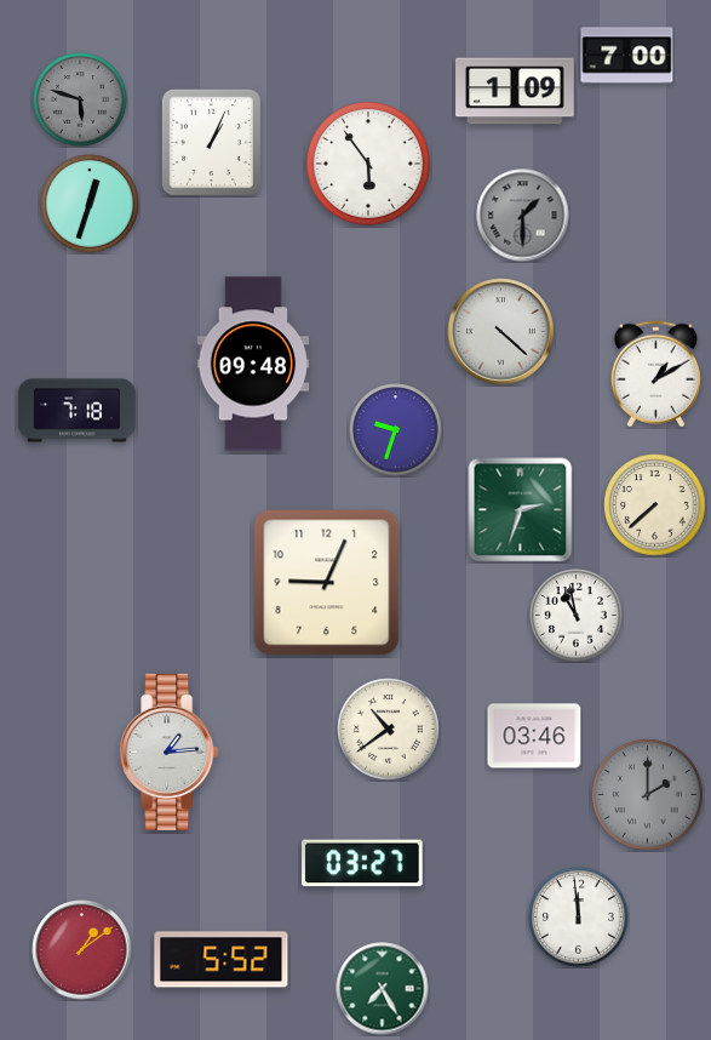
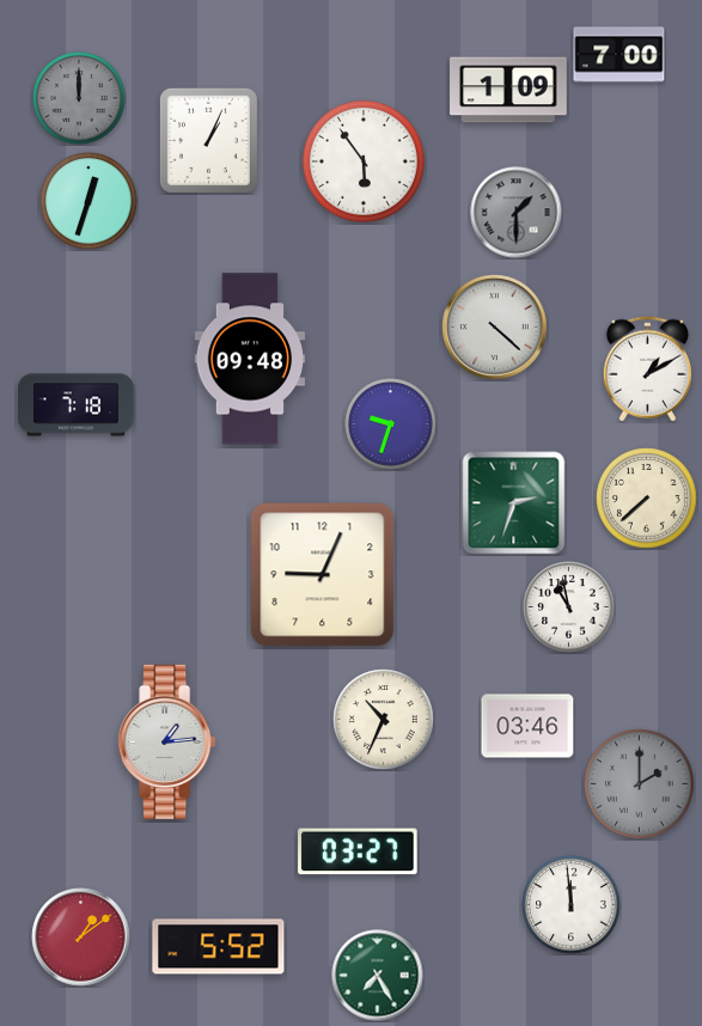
clock at (80, 99): 5:48 -> 12:00
clock at (389, 730): 10:39 -> 10:34
